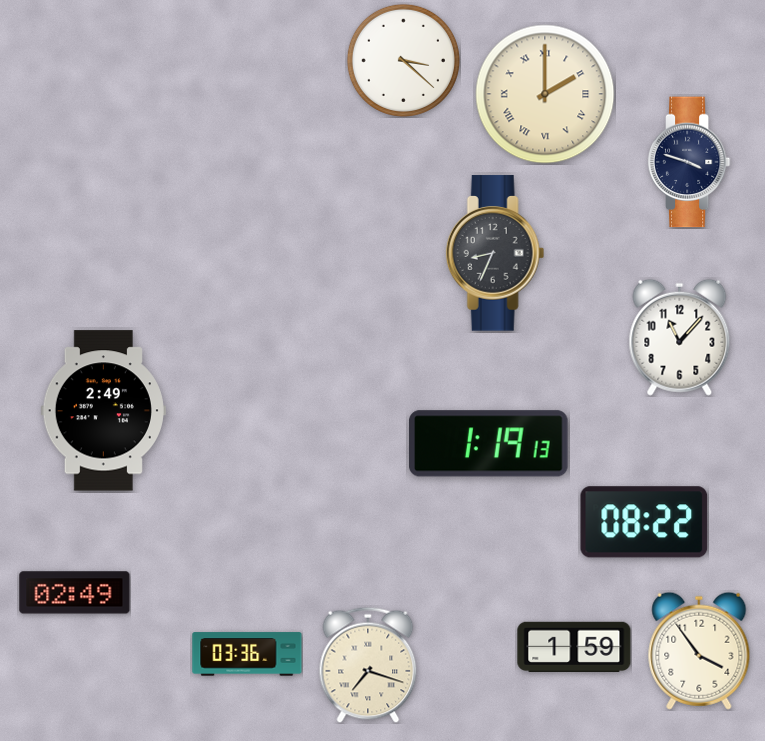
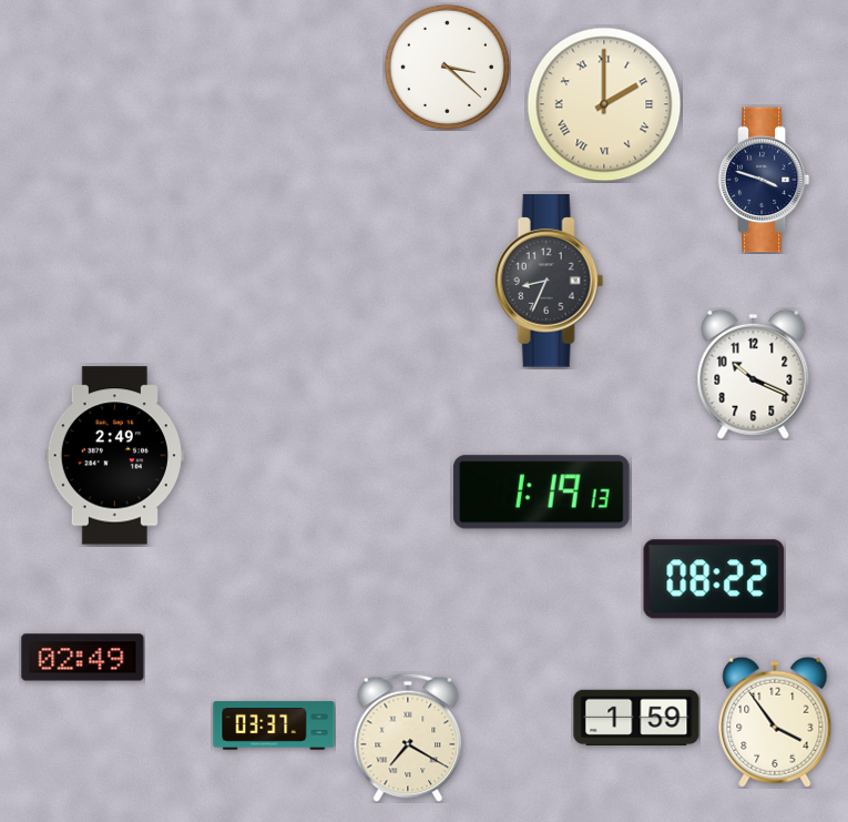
clock at (680, 337): 11:07 -> 10:19
clock at (247, 654): 03:36 -> 03:37
clock at (368, 665): 7:18 -> 7:20
